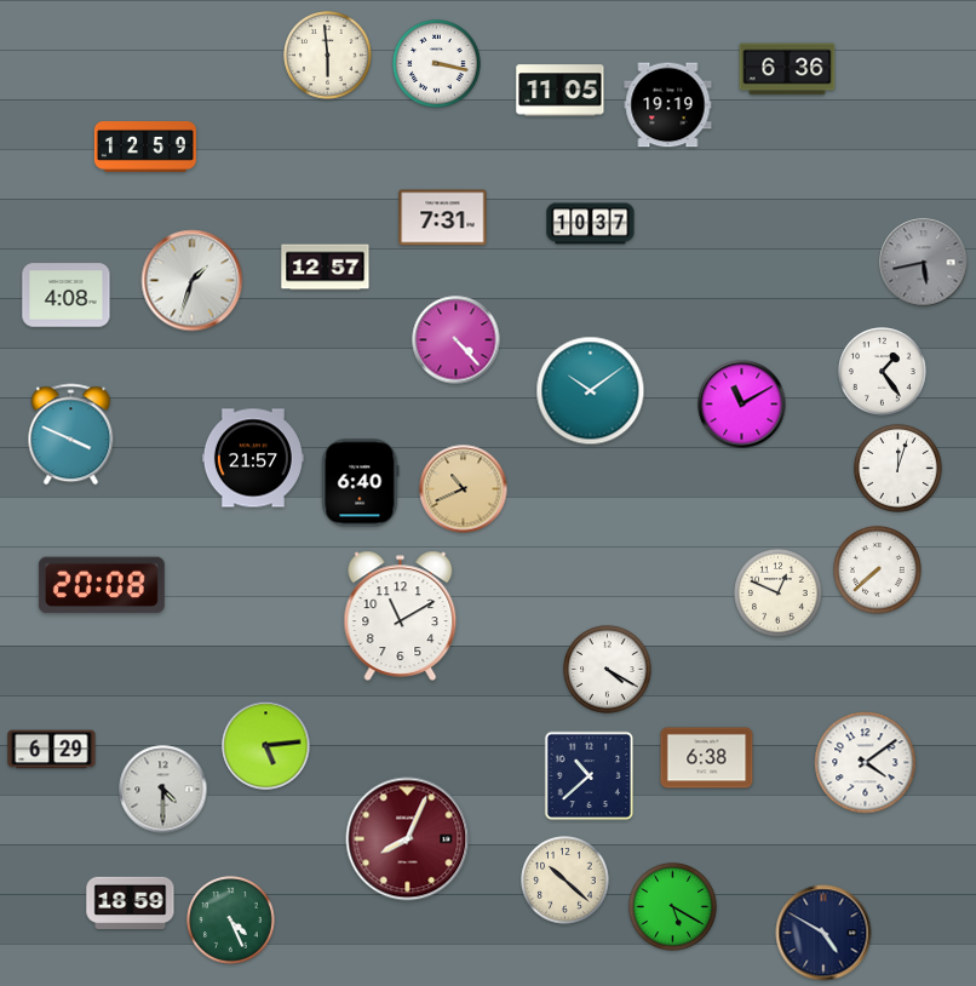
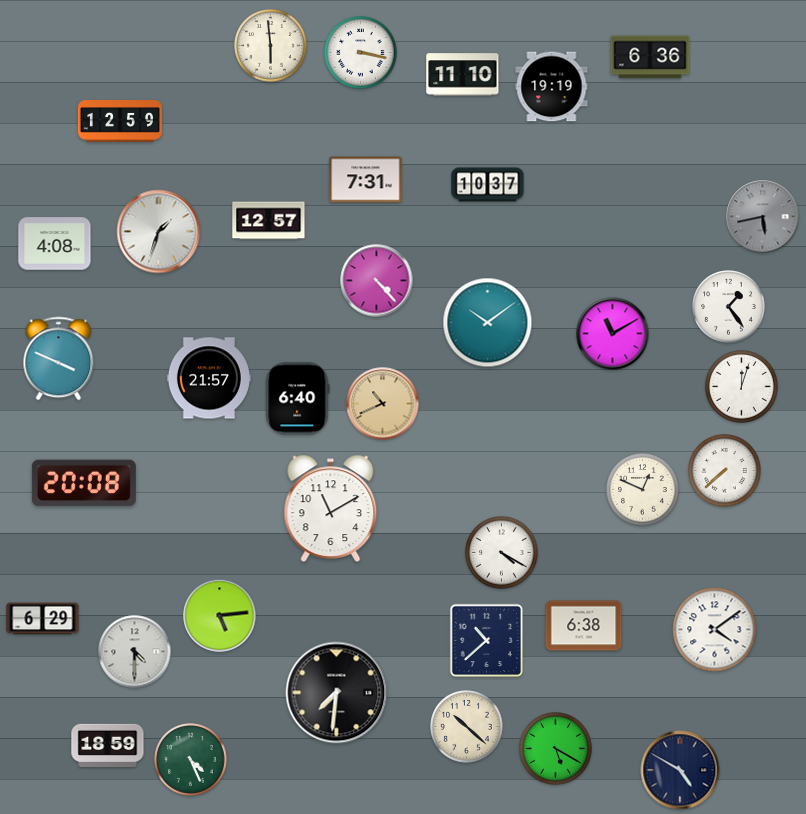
clock at (561, 91): 11:05 -> 11:10
clock at (408, 839): 8:04 -> 7:31
clock at (408, 839) dial: burgundy -> black
